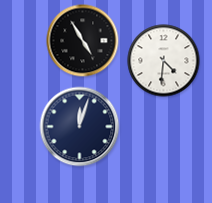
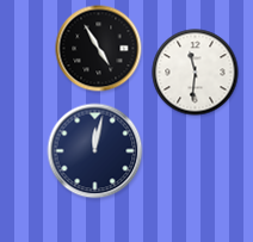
clock at (164, 61): 4:31 -> 11:31
clock at (80, 127): 12:03 -> 12:02
